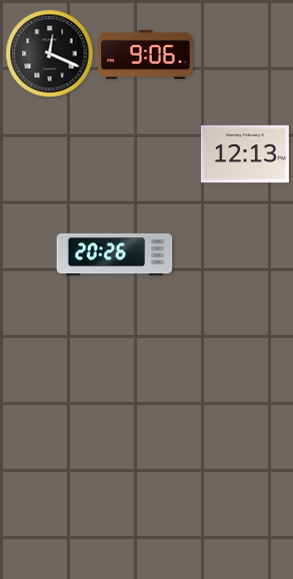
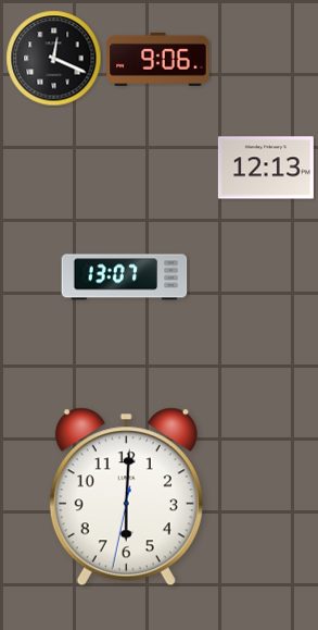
clock at (115, 255): 20:26 -> 13:07
clock at (126, 497): none -> 6:00
